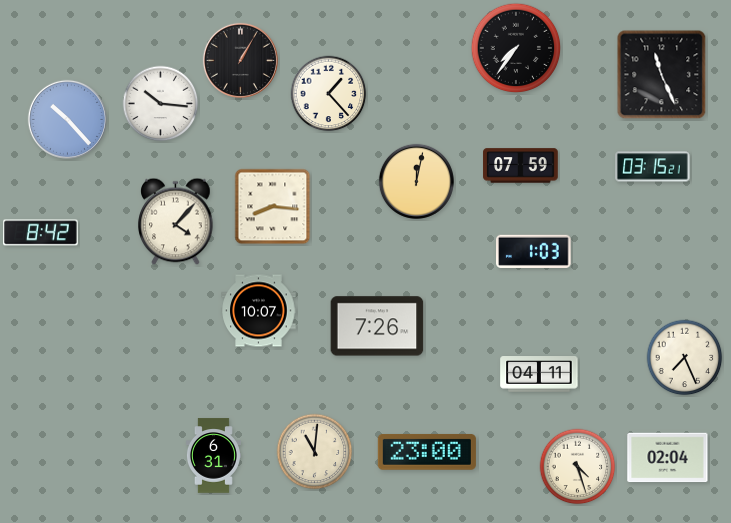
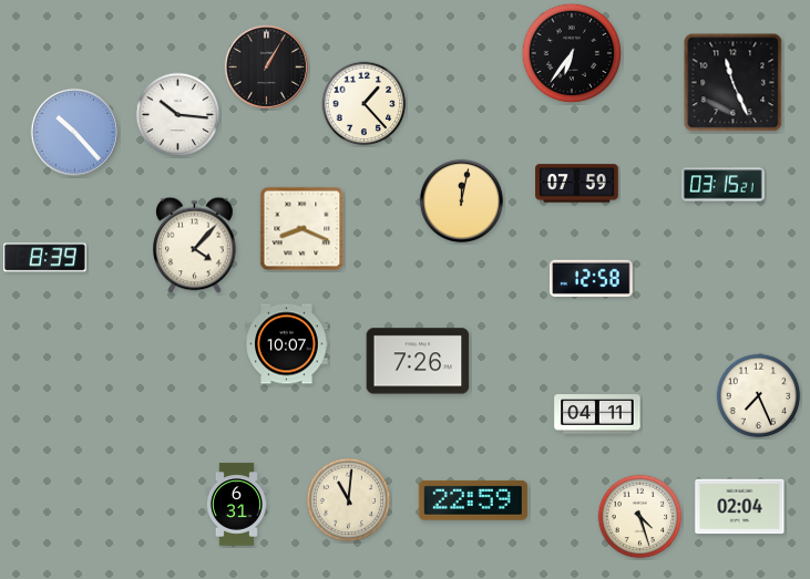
clock at (516, 48): 7:36 -> 6:36
clock at (273, 207): 8:16 -> 8:19
clock at (41, 233): 8:42 -> 8:39
clock at (534, 251): 1:03 -> 12:58
clock at (427, 452): 23:00 -> 22:59
